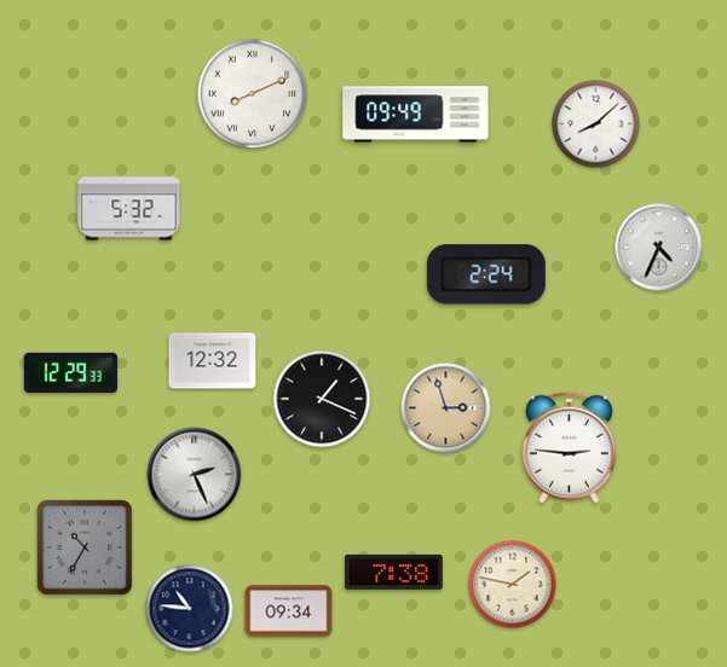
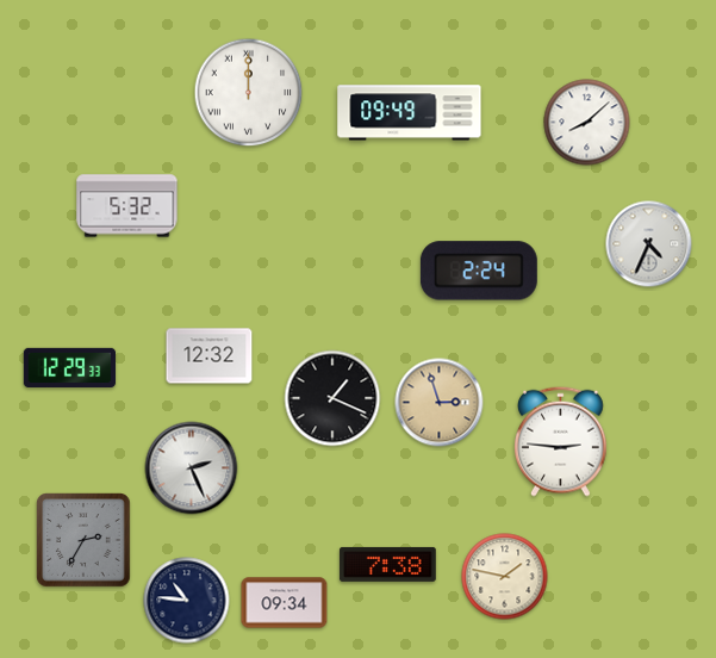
clock at (253, 94): 8:11 -> 12:00
clock at (322, 399) position: (322, 399) -> (332, 398)
clock at (85, 547): 10:35 -> 2:35
